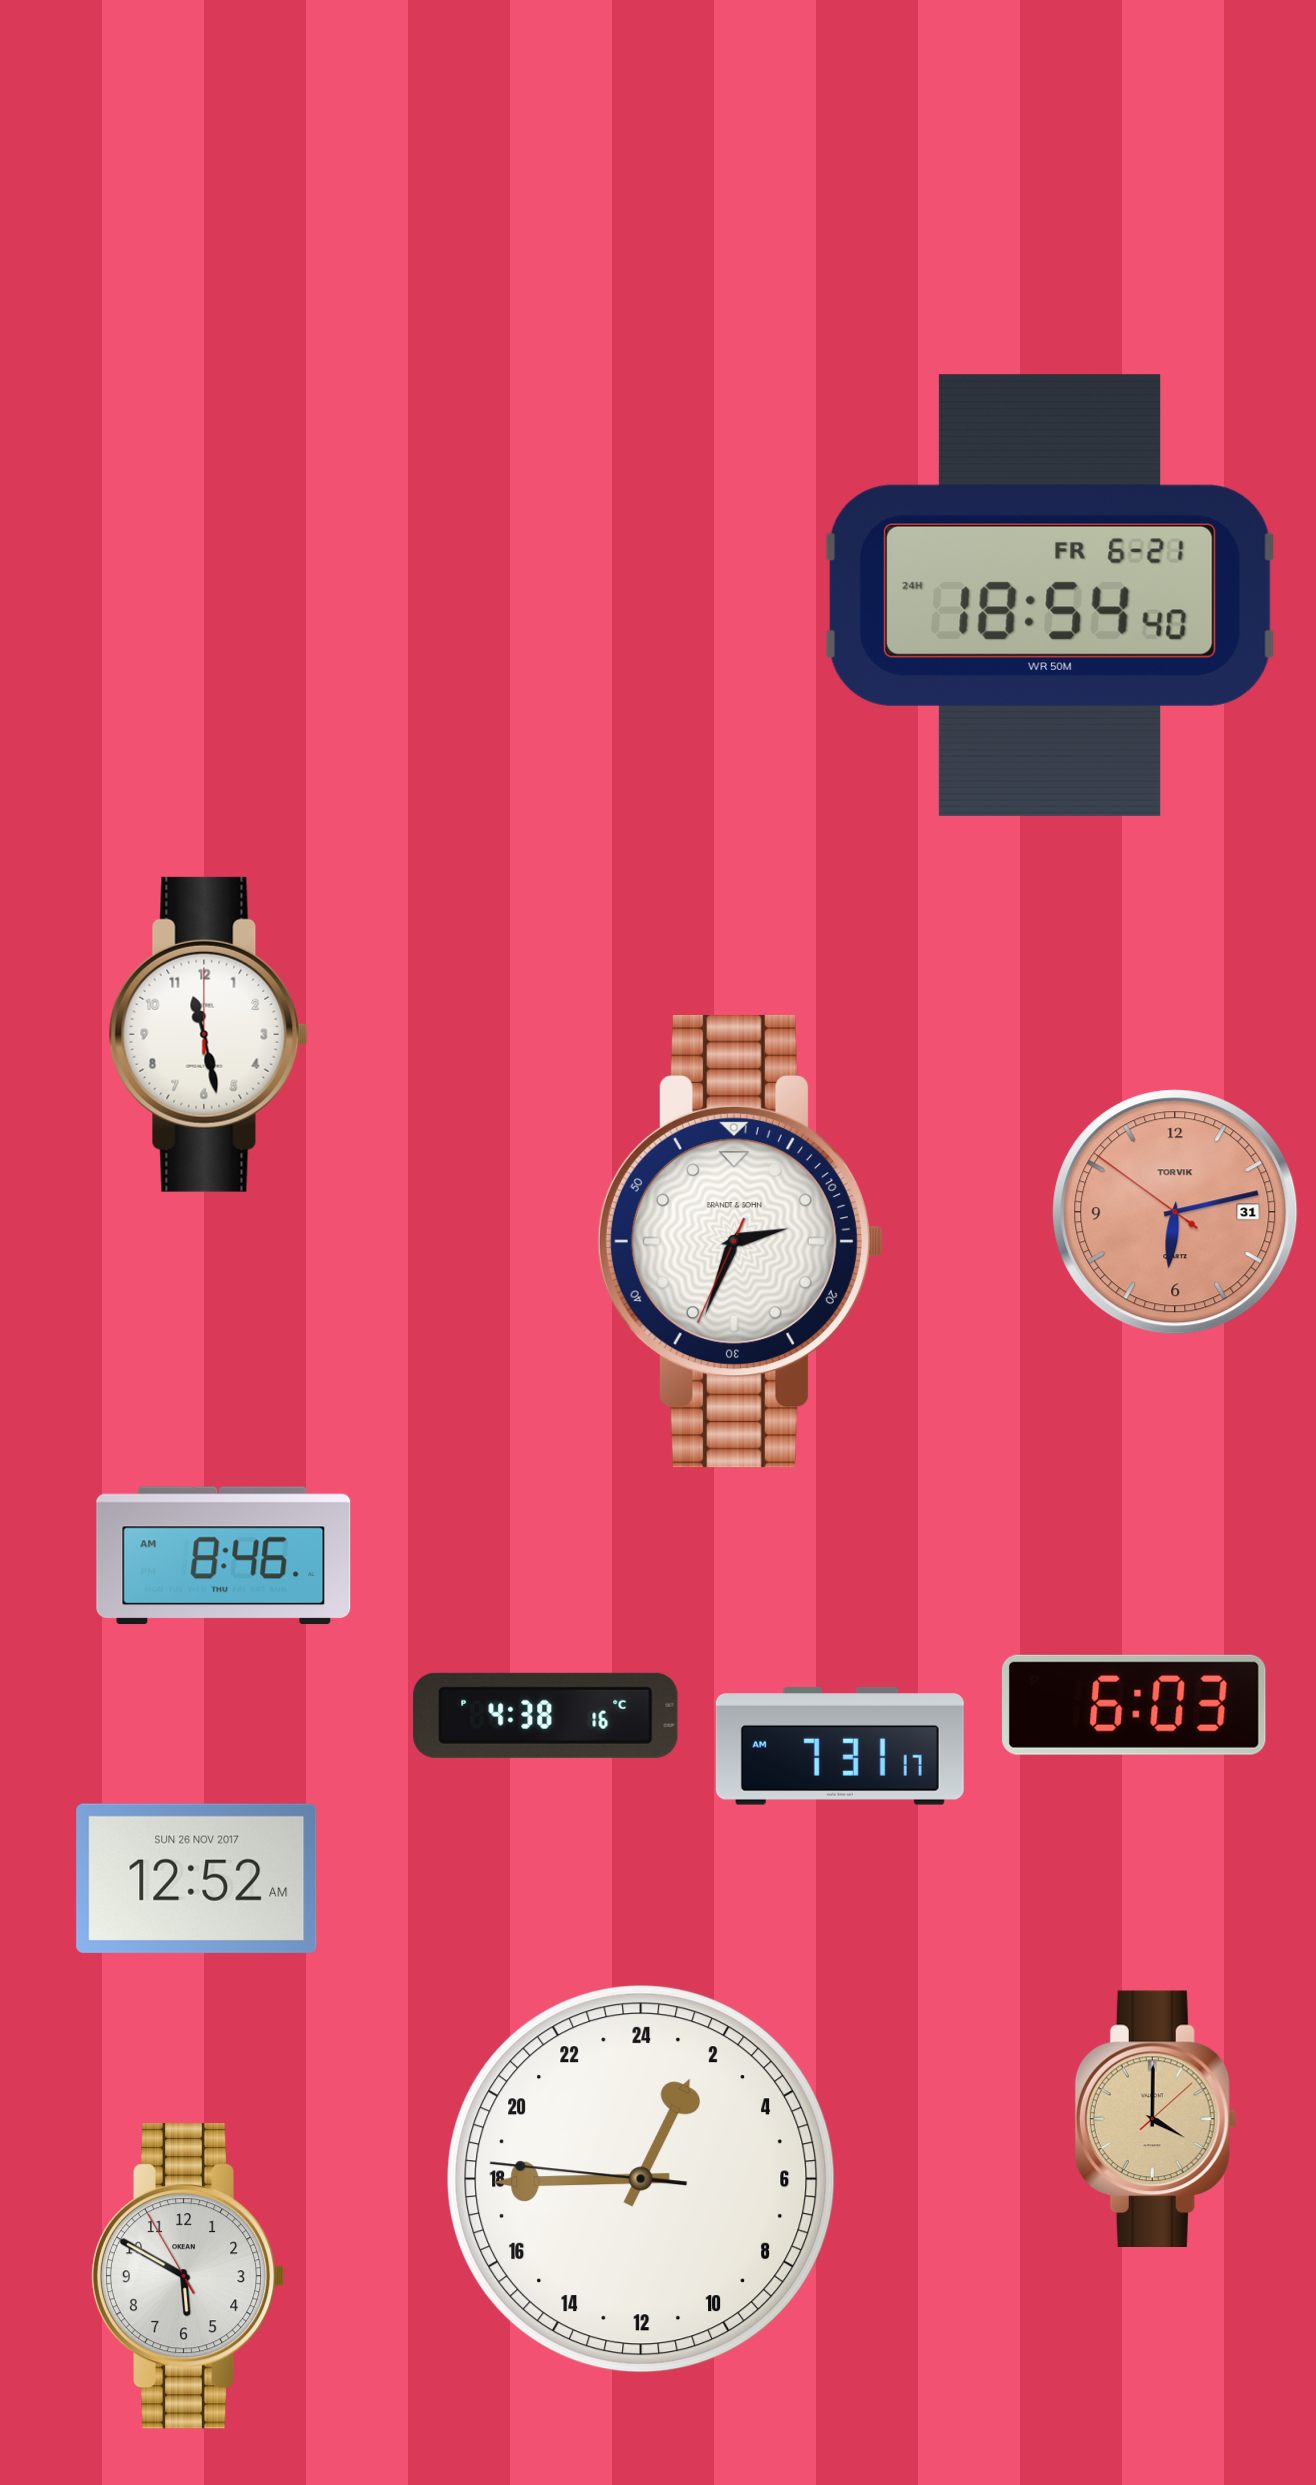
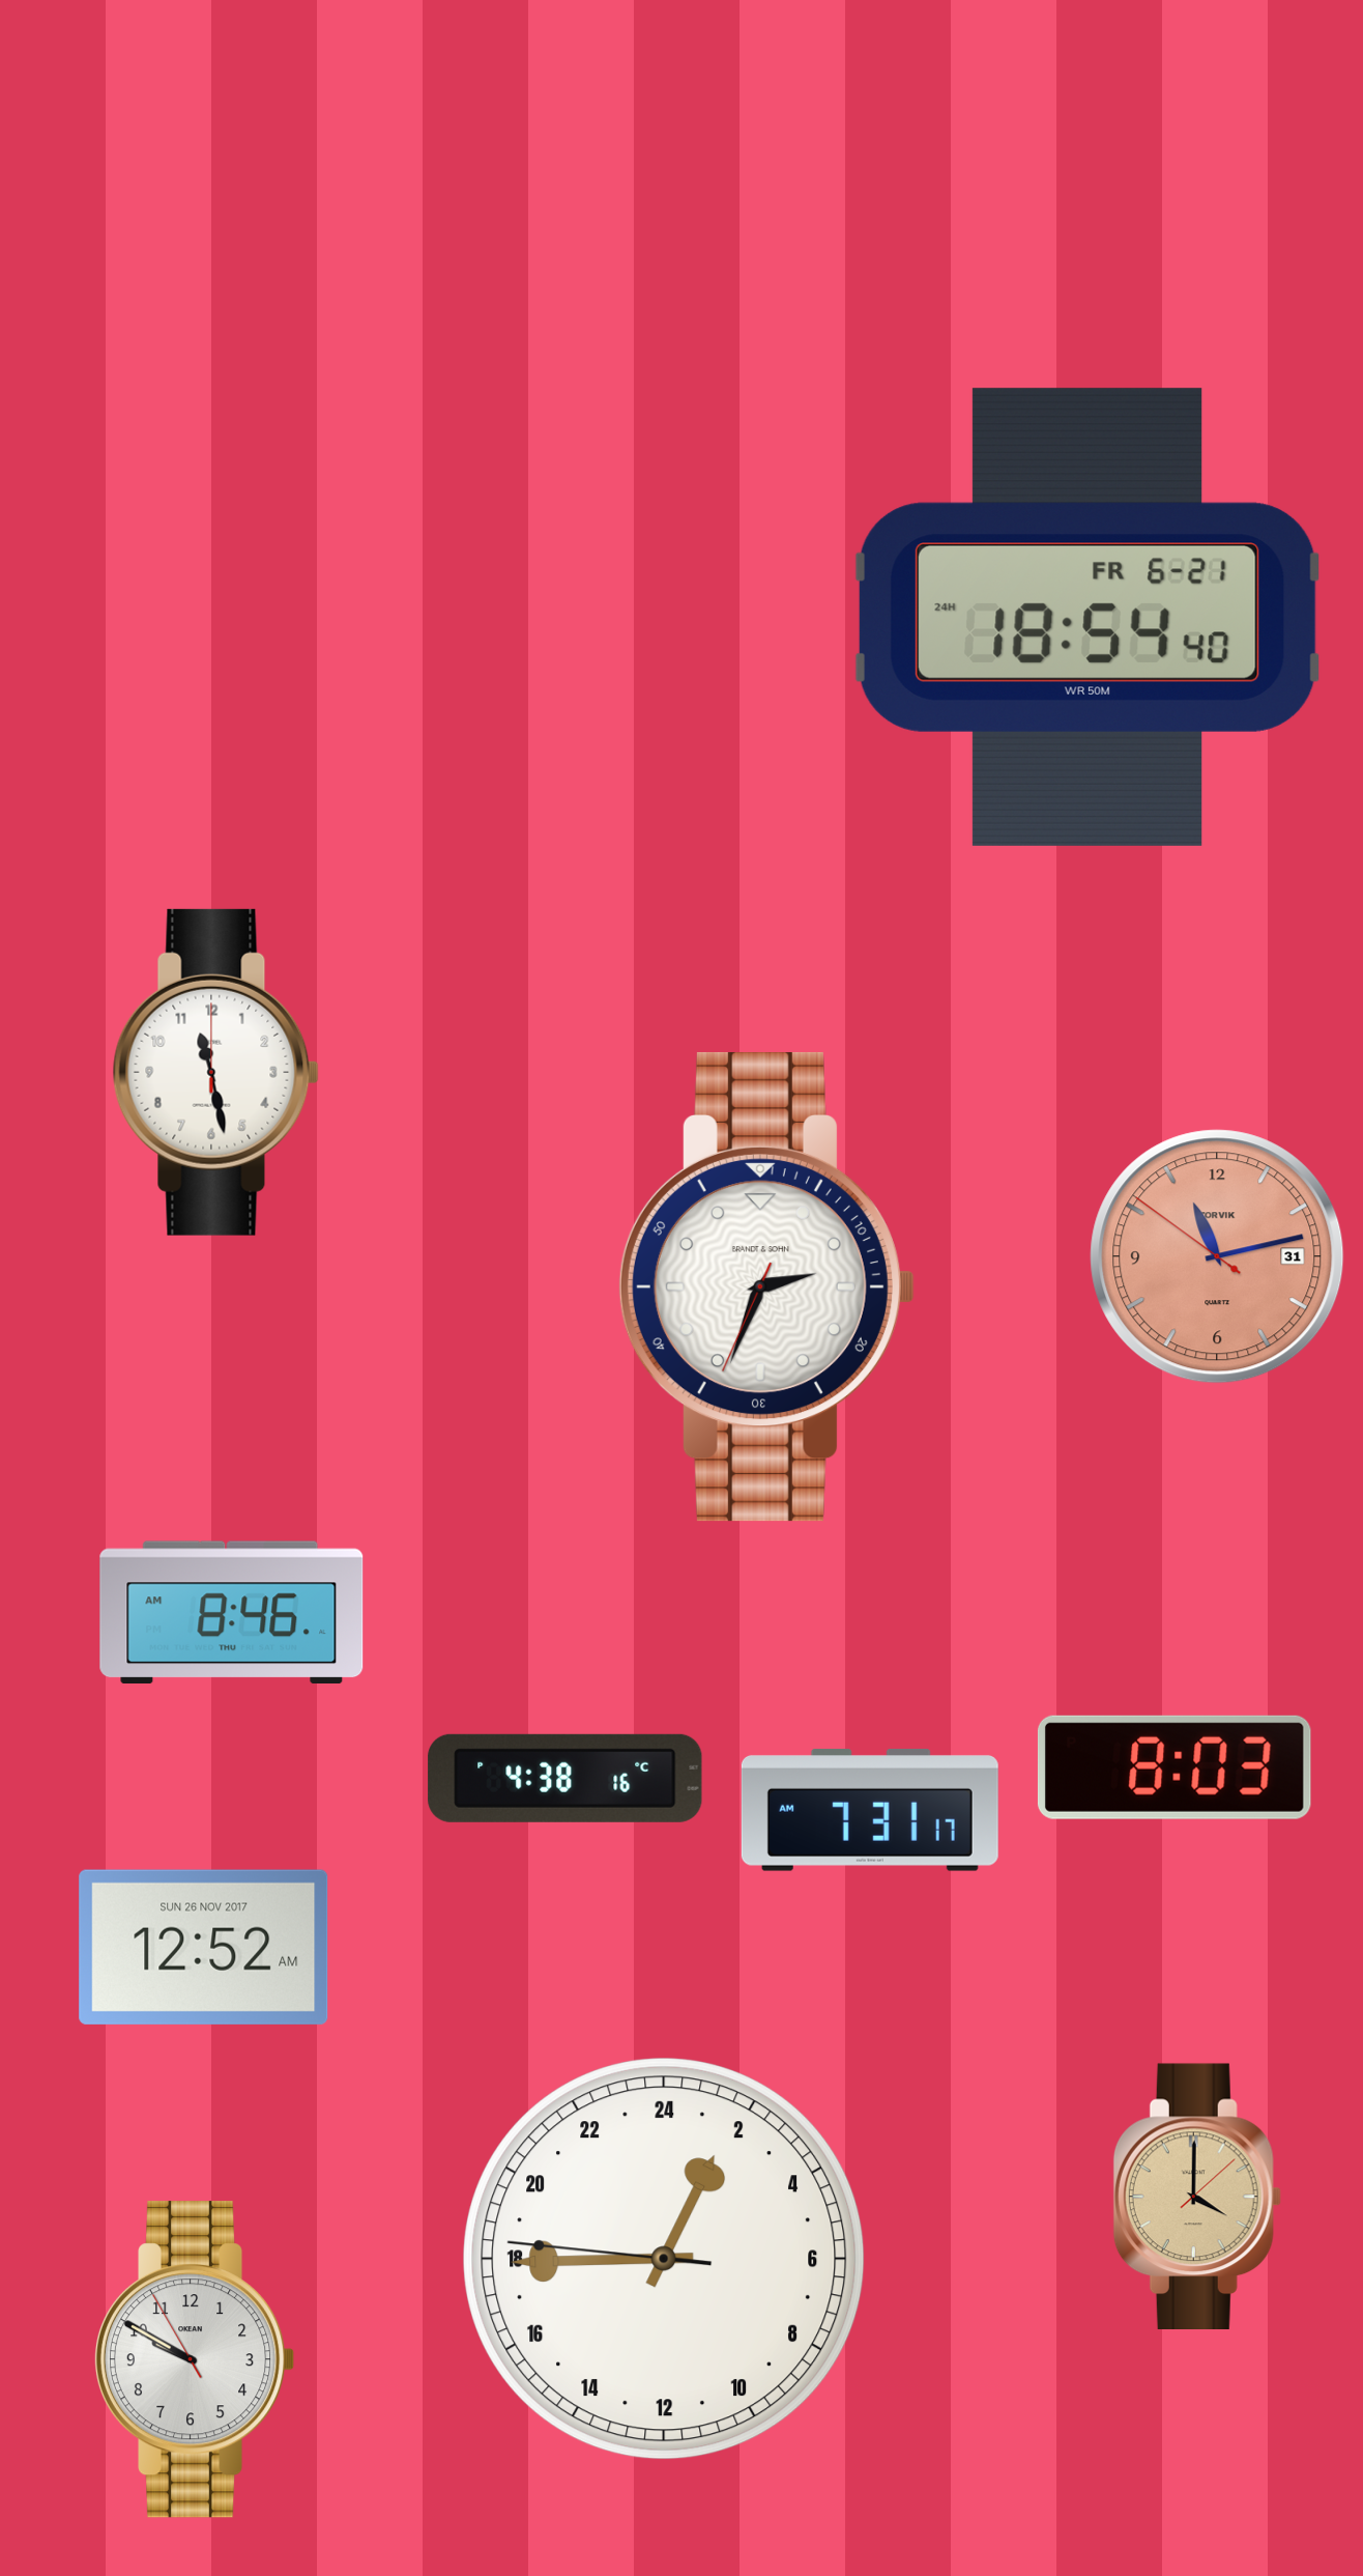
clock at (1175, 1212): 6:12 -> 11:12
clock at (1134, 1705): 6:03 -> 8:03
clock at (188, 2276): 5:49 -> 9:49
